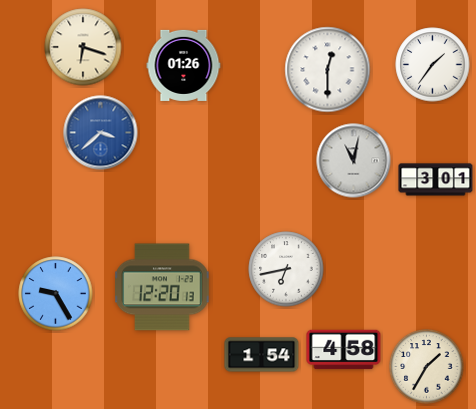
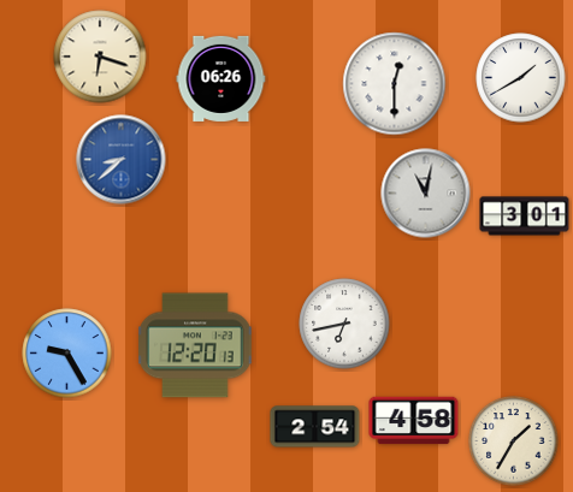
clock at (184, 65): 01:26 -> 06:26
clock at (433, 65): 1:36 -> 1:40
clock at (101, 133): 3:38 -> 8:38
clock at (262, 355): 1:54 -> 2:54
